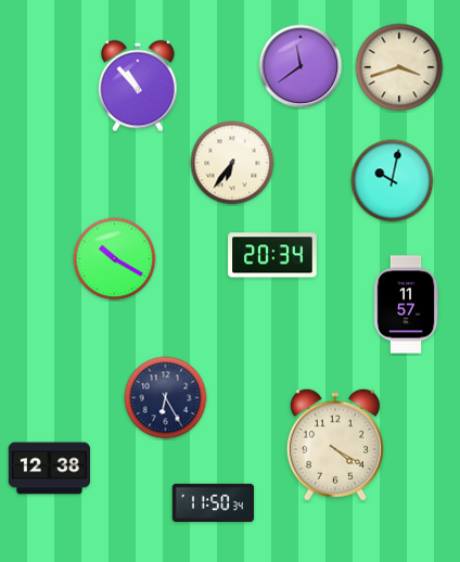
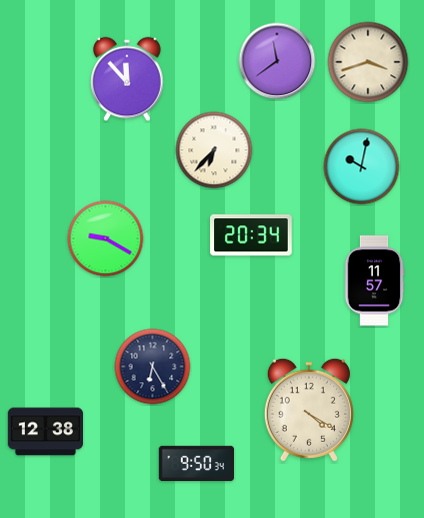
clock at (138, 86): 10:53 -> 11:53
clock at (232, 163): 6:36 -> 6:37
clock at (115, 259): 10:20 -> 9:20
clock at (213, 502): 11:50 -> 9:50
